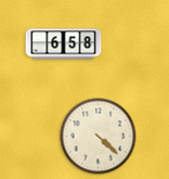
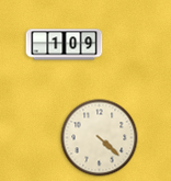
clock at (64, 44): 6:58 -> 1:09
